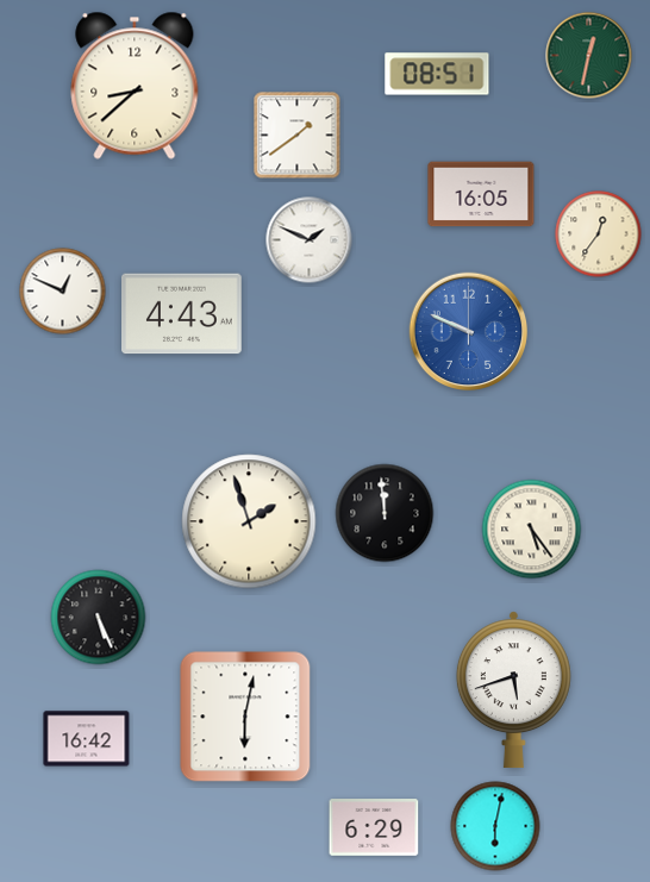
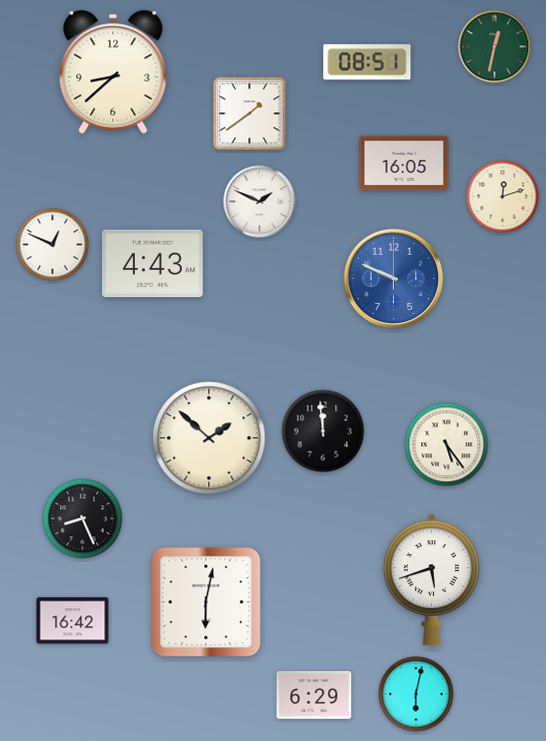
clock at (599, 234): 12:36 -> 12:12
clock at (249, 521): 1:57 -> 1:52
clock at (99, 618): 5:26 -> 8:26
